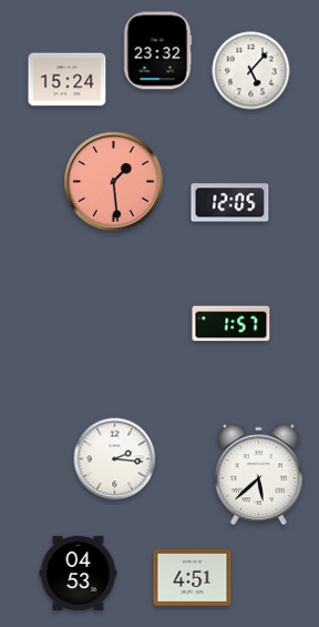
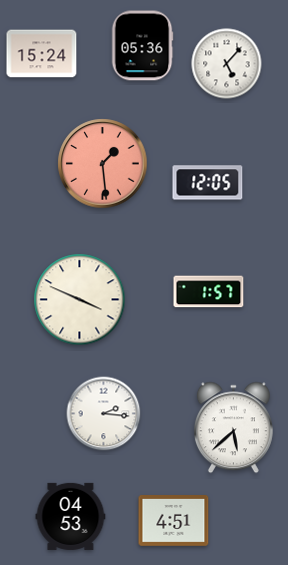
clock at (157, 51): 23:32 -> 05:36
clock at (68, 80) position: (68, 80) -> (42, 54)
clock at (80, 300): none -> 3:49
